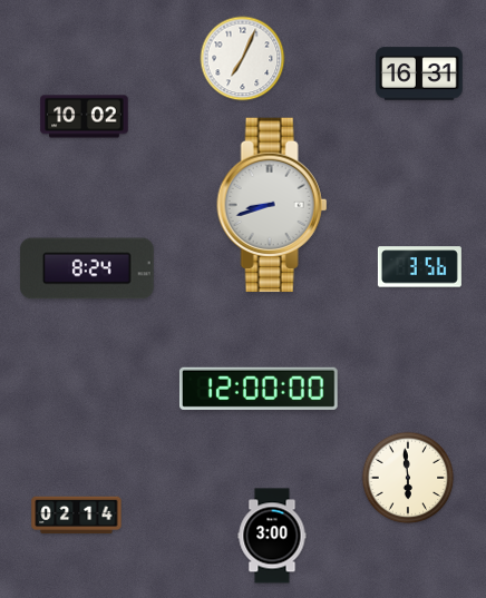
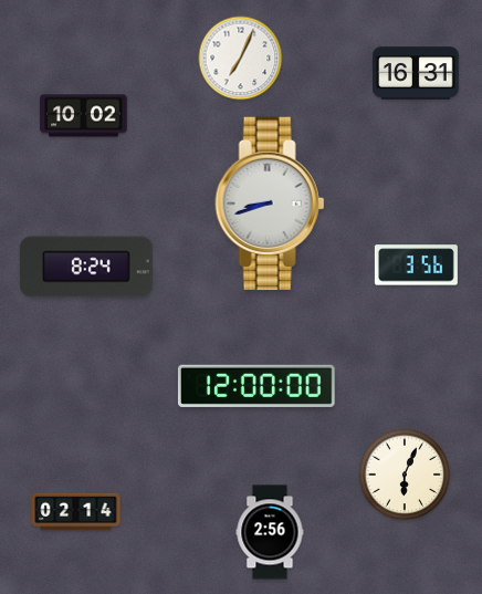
clock at (408, 478): 5:59 -> 6:04
clock at (272, 536): 3:00 -> 2:56
